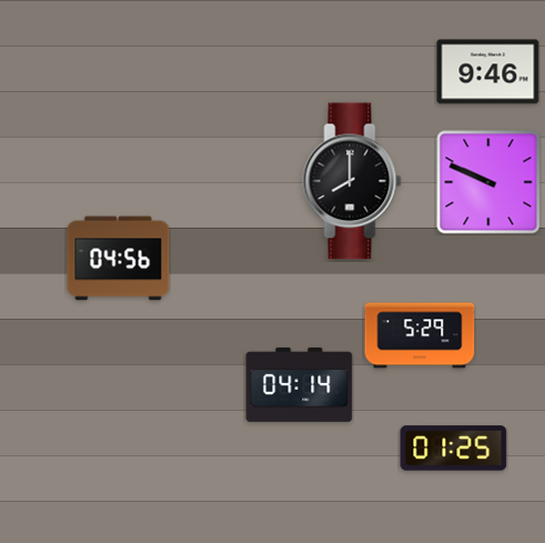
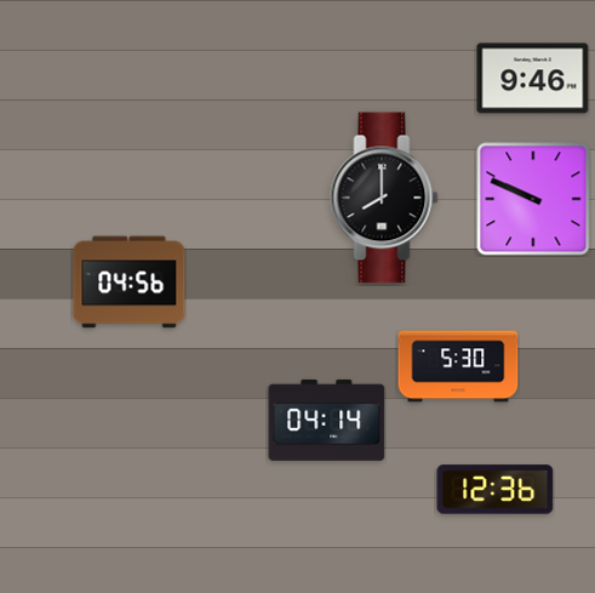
clock at (420, 335): 5:29 -> 5:30
clock at (454, 449): 01:25 -> 12:36
